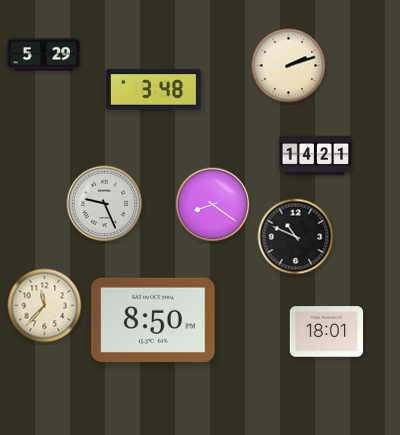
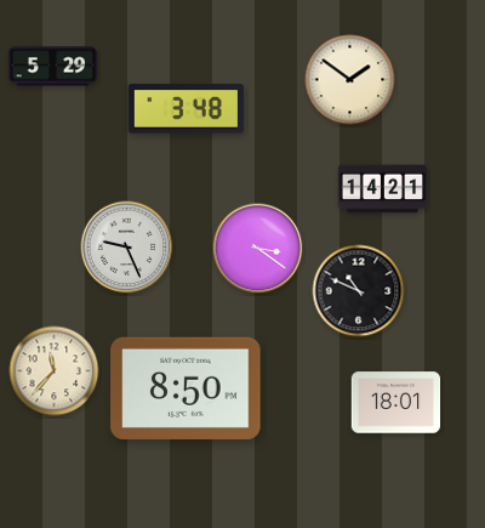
clock at (289, 66): 2:12 -> 1:51
clock at (213, 205): 8:21 -> 3:21
clock at (296, 237) position: (296, 237) -> (359, 291)
